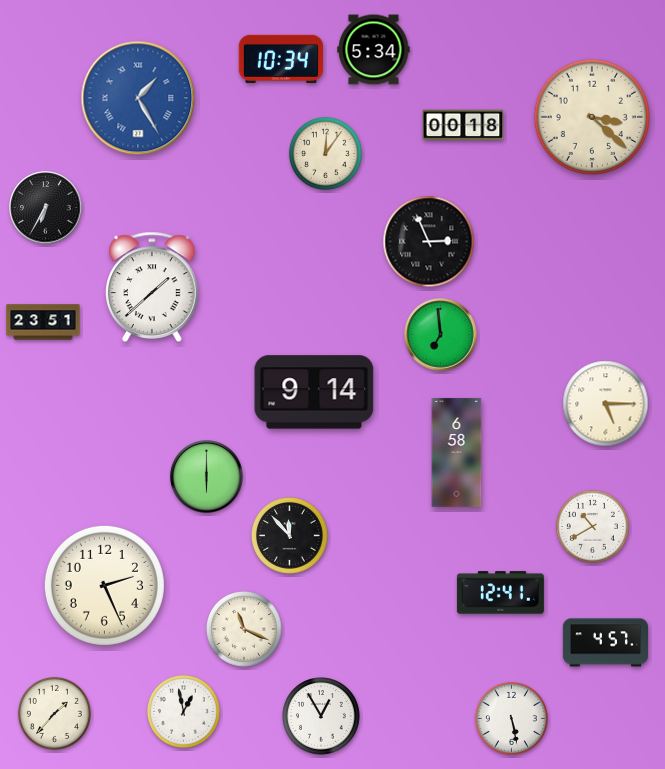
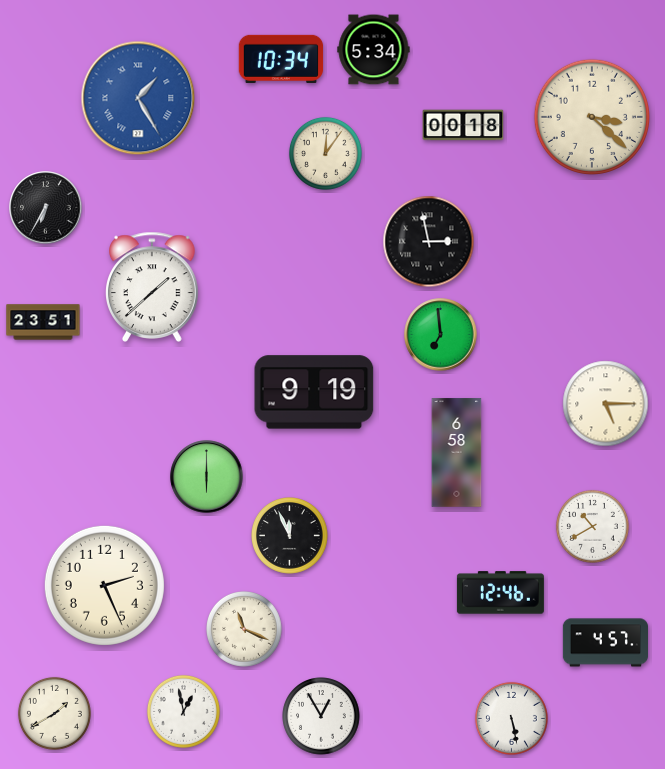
clock at (429, 242): 2:56 -> 2:58
clock at (314, 392): 9:14 -> 9:19
clock at (290, 536): 11:53 -> 11:56
clock at (500, 593): 12:41 -> 12:46
clock at (54, 713): 1:37 -> 1:40
